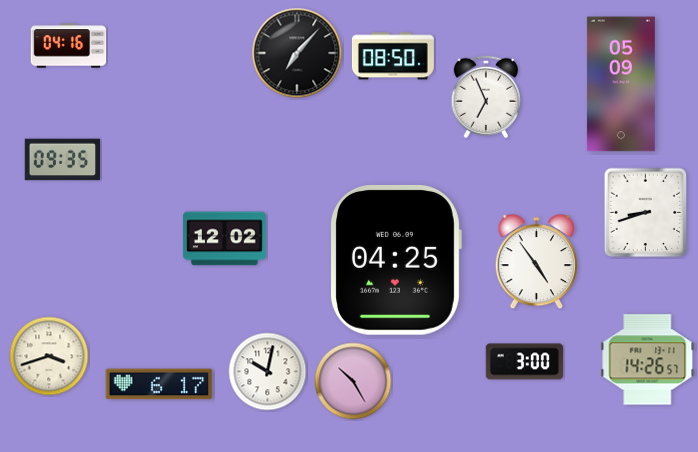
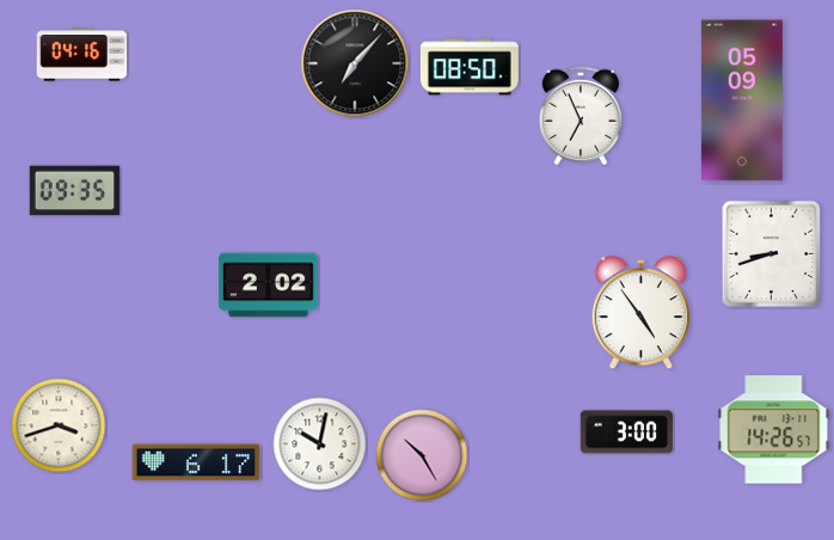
clock at (224, 239): 12:02 -> 2:02
clock at (396, 260): 04:25 -> none
clock at (159, 384) position: (159, 384) -> (196, 462)
